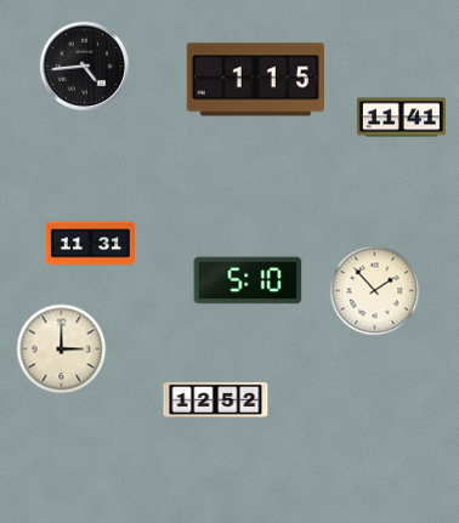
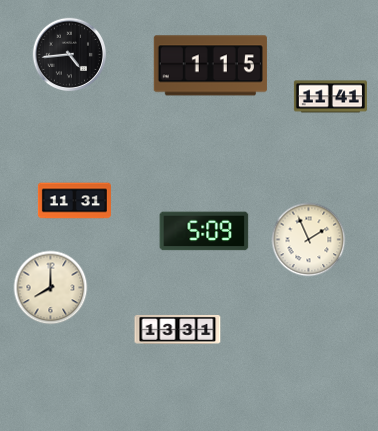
clock at (248, 280): 5:10 -> 5:09
clock at (375, 291): 1:53 -> 1:56
clock at (62, 349): 3:00 -> 8:00
clock at (216, 399): 12:52 -> 13:31
